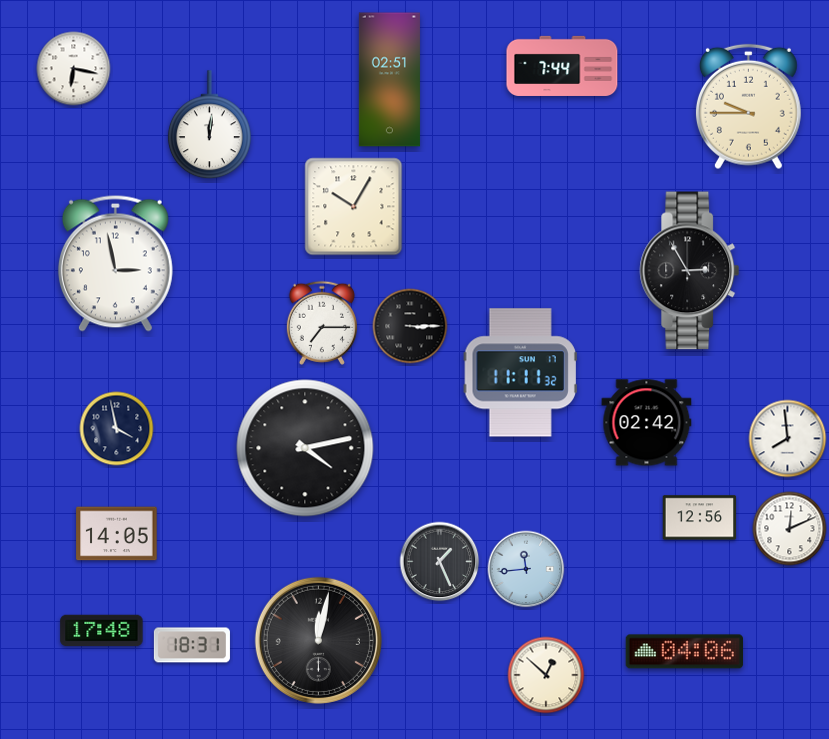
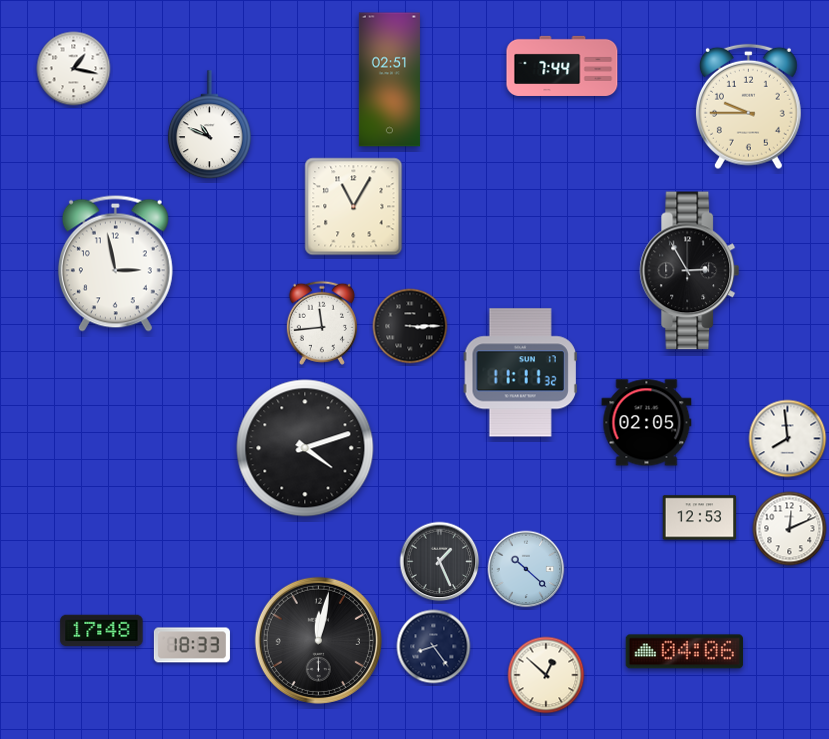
clock at (74, 69): 6:17 -> 1:17
clock at (209, 125): 12:01 -> 10:49
clock at (354, 207): 10:05 -> 11:05
clock at (322, 323): 7:15 -> 11:44
clock at (647, 423): 02:42 -> 02:05
clock at (117, 429): 3:58 -> none
clock at (305, 448): 4:13 -> 4:12
clock at (700, 518): 12:56 -> 12:53
clock at (117, 534): 14:05 -> none
clock at (526, 569): 11:44 -> 10:22
clock at (192, 645): 18:31 -> 18:33
clock at (434, 647): none -> 8:24
